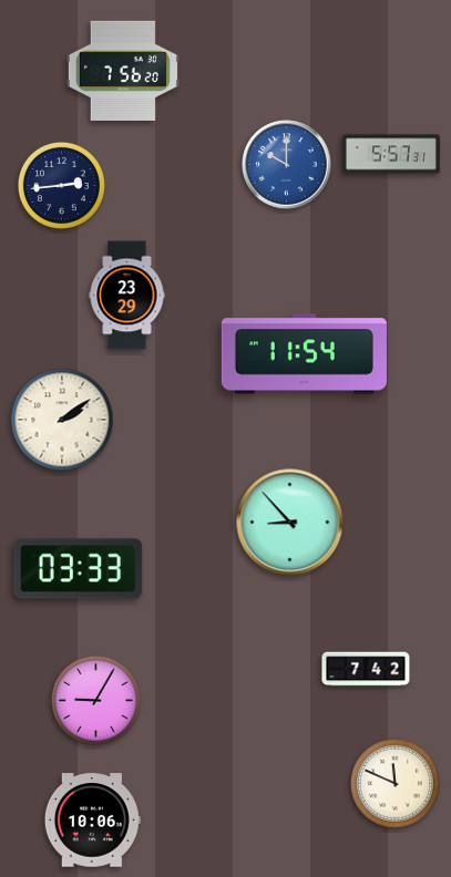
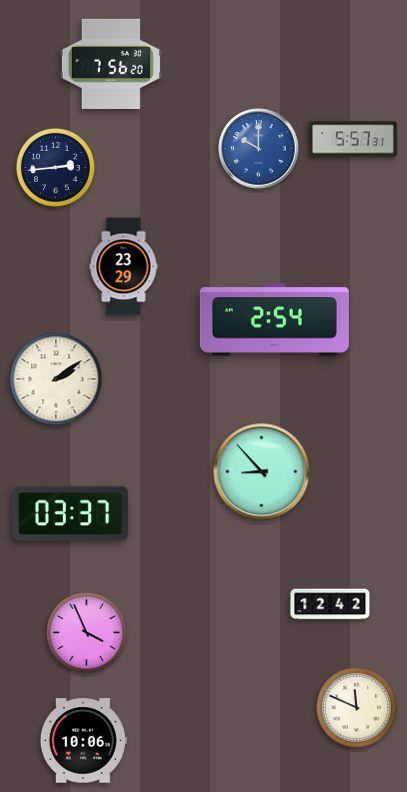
clock at (127, 296) position: (127, 296) -> (124, 267)
clock at (304, 354): 11:54 -> 2:54
clock at (79, 569): 03:33 -> 03:37
clock at (366, 669): 7:42 -> 12:42
clock at (96, 701): 9:05 -> 3:56
